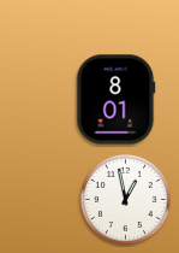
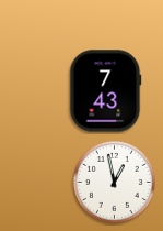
clock at (117, 100): 8:01 -> 7:43
